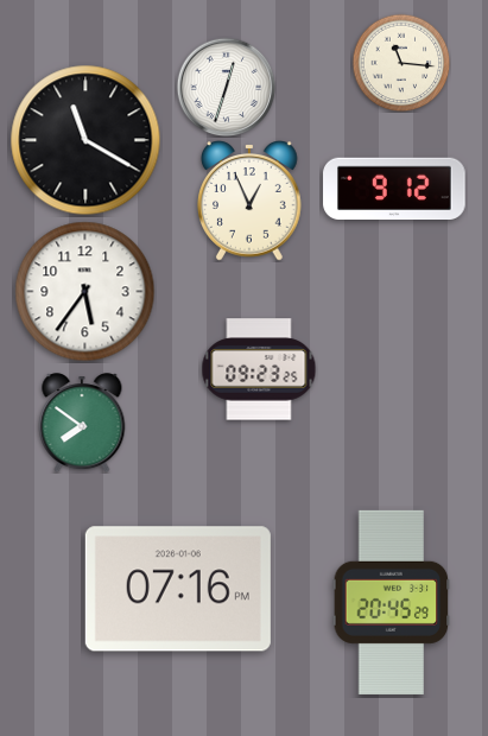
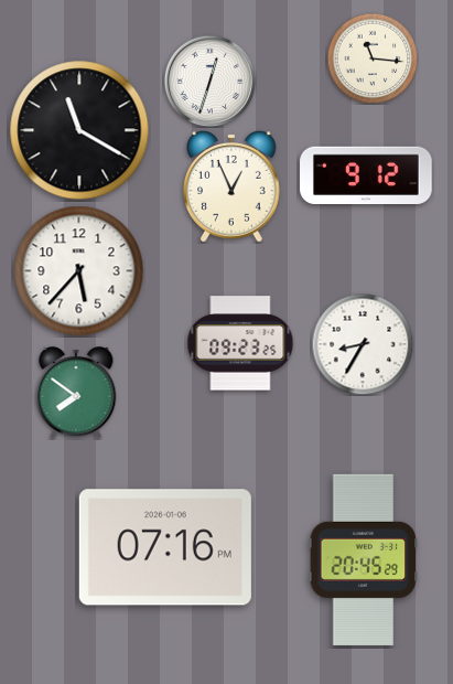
clock at (85, 292): 5:36 -> 5:37
clock at (363, 344): none -> 8:35
